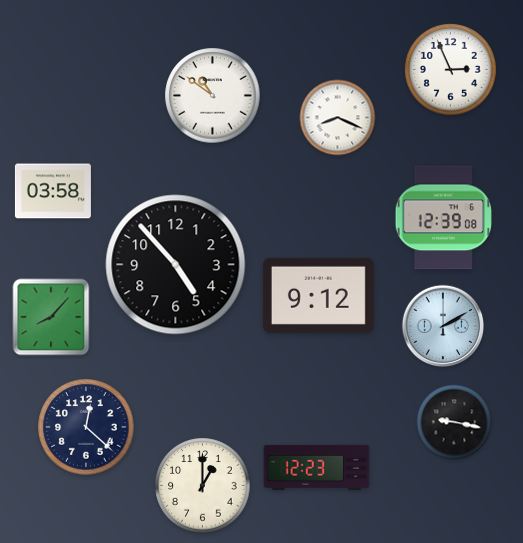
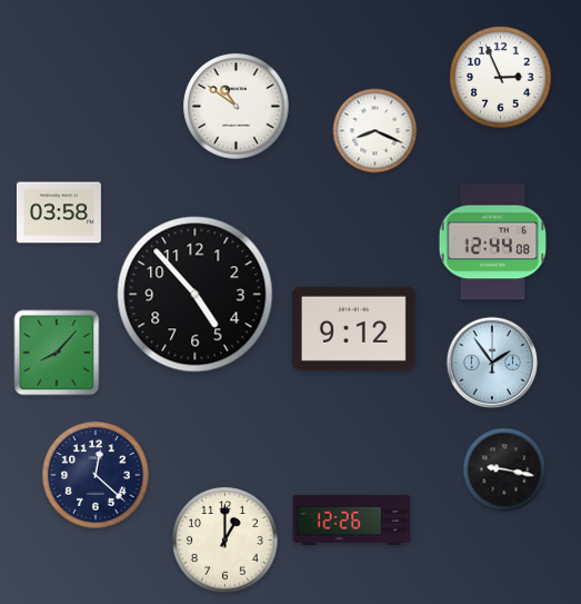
clock at (444, 218): 12:39 -> 12:44
clock at (443, 326): 2:10 -> 1:54
clock at (317, 467): 12:23 -> 12:26
